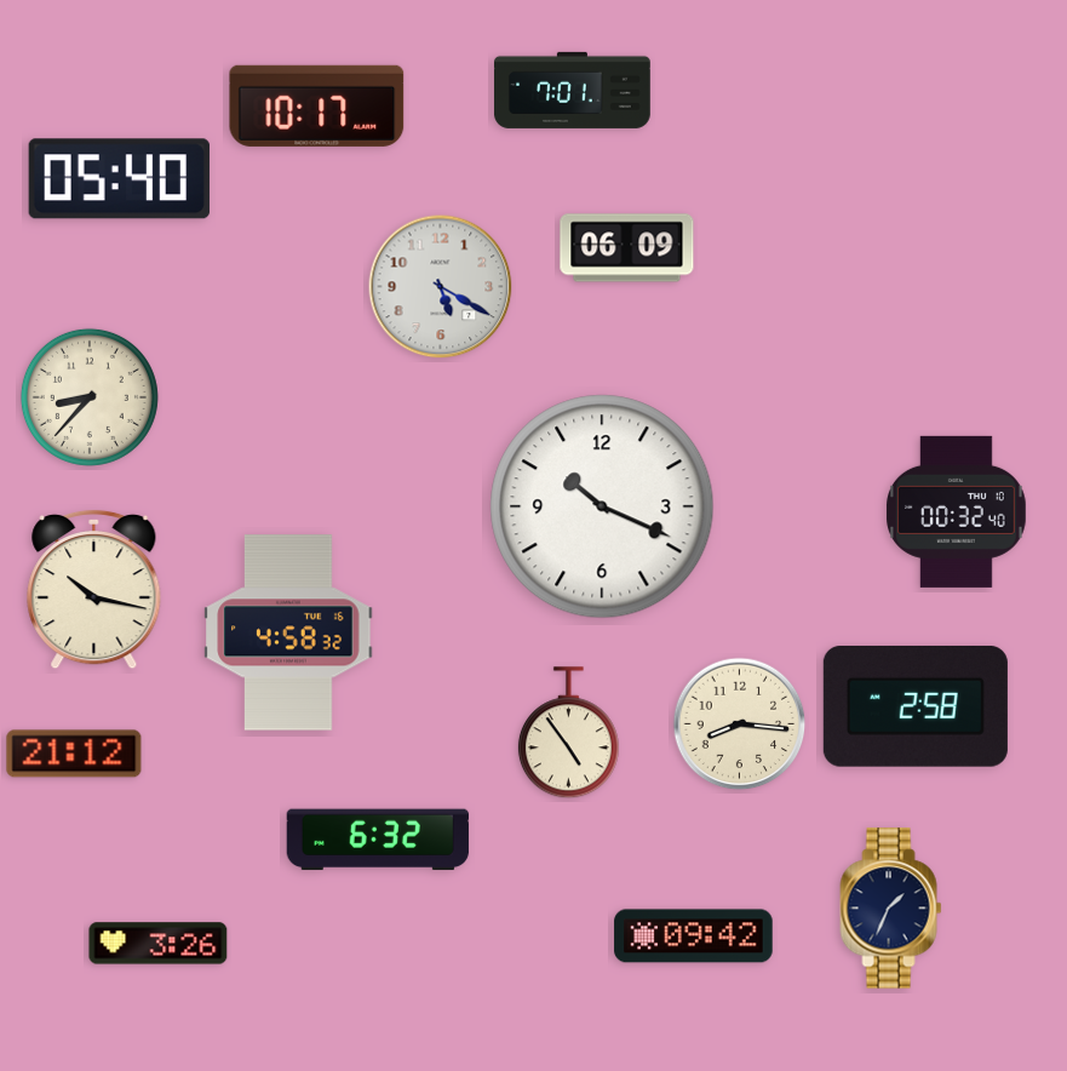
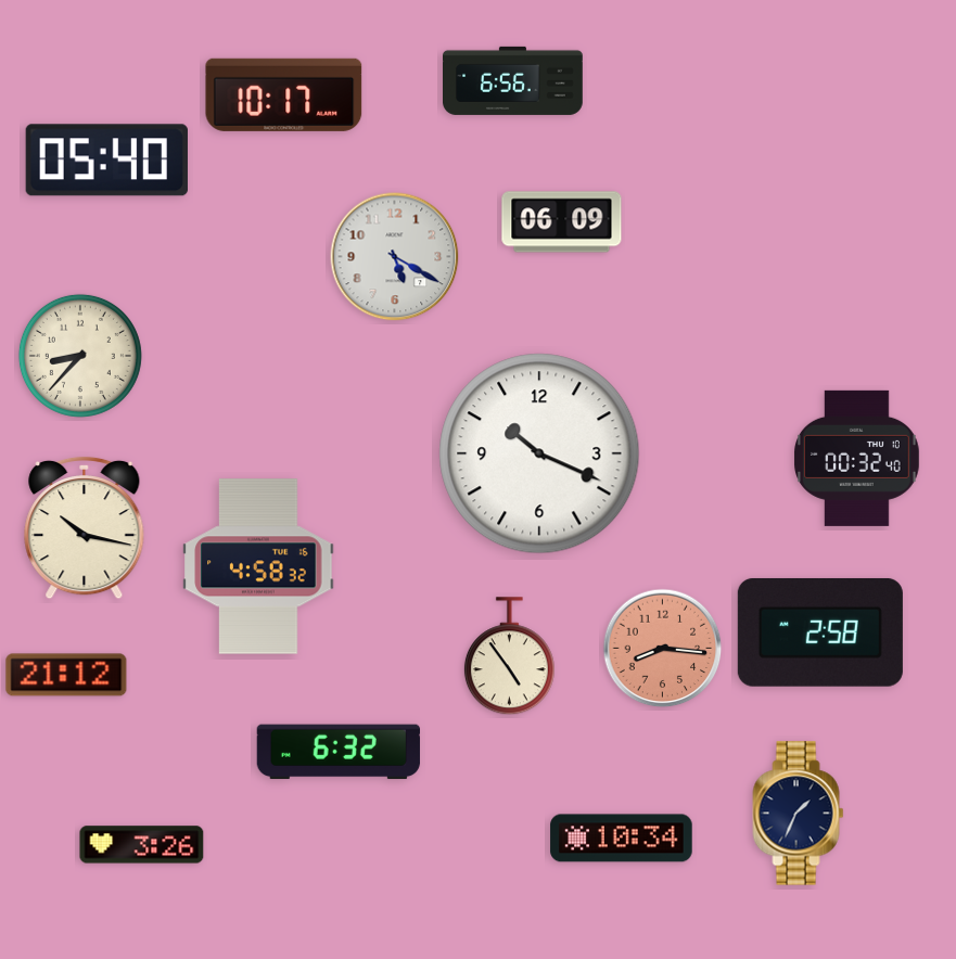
clock at (573, 90): 7:01 -> 6:56
clock at (740, 724) dial: cream -> salmon
clock at (694, 937): 09:42 -> 10:34
